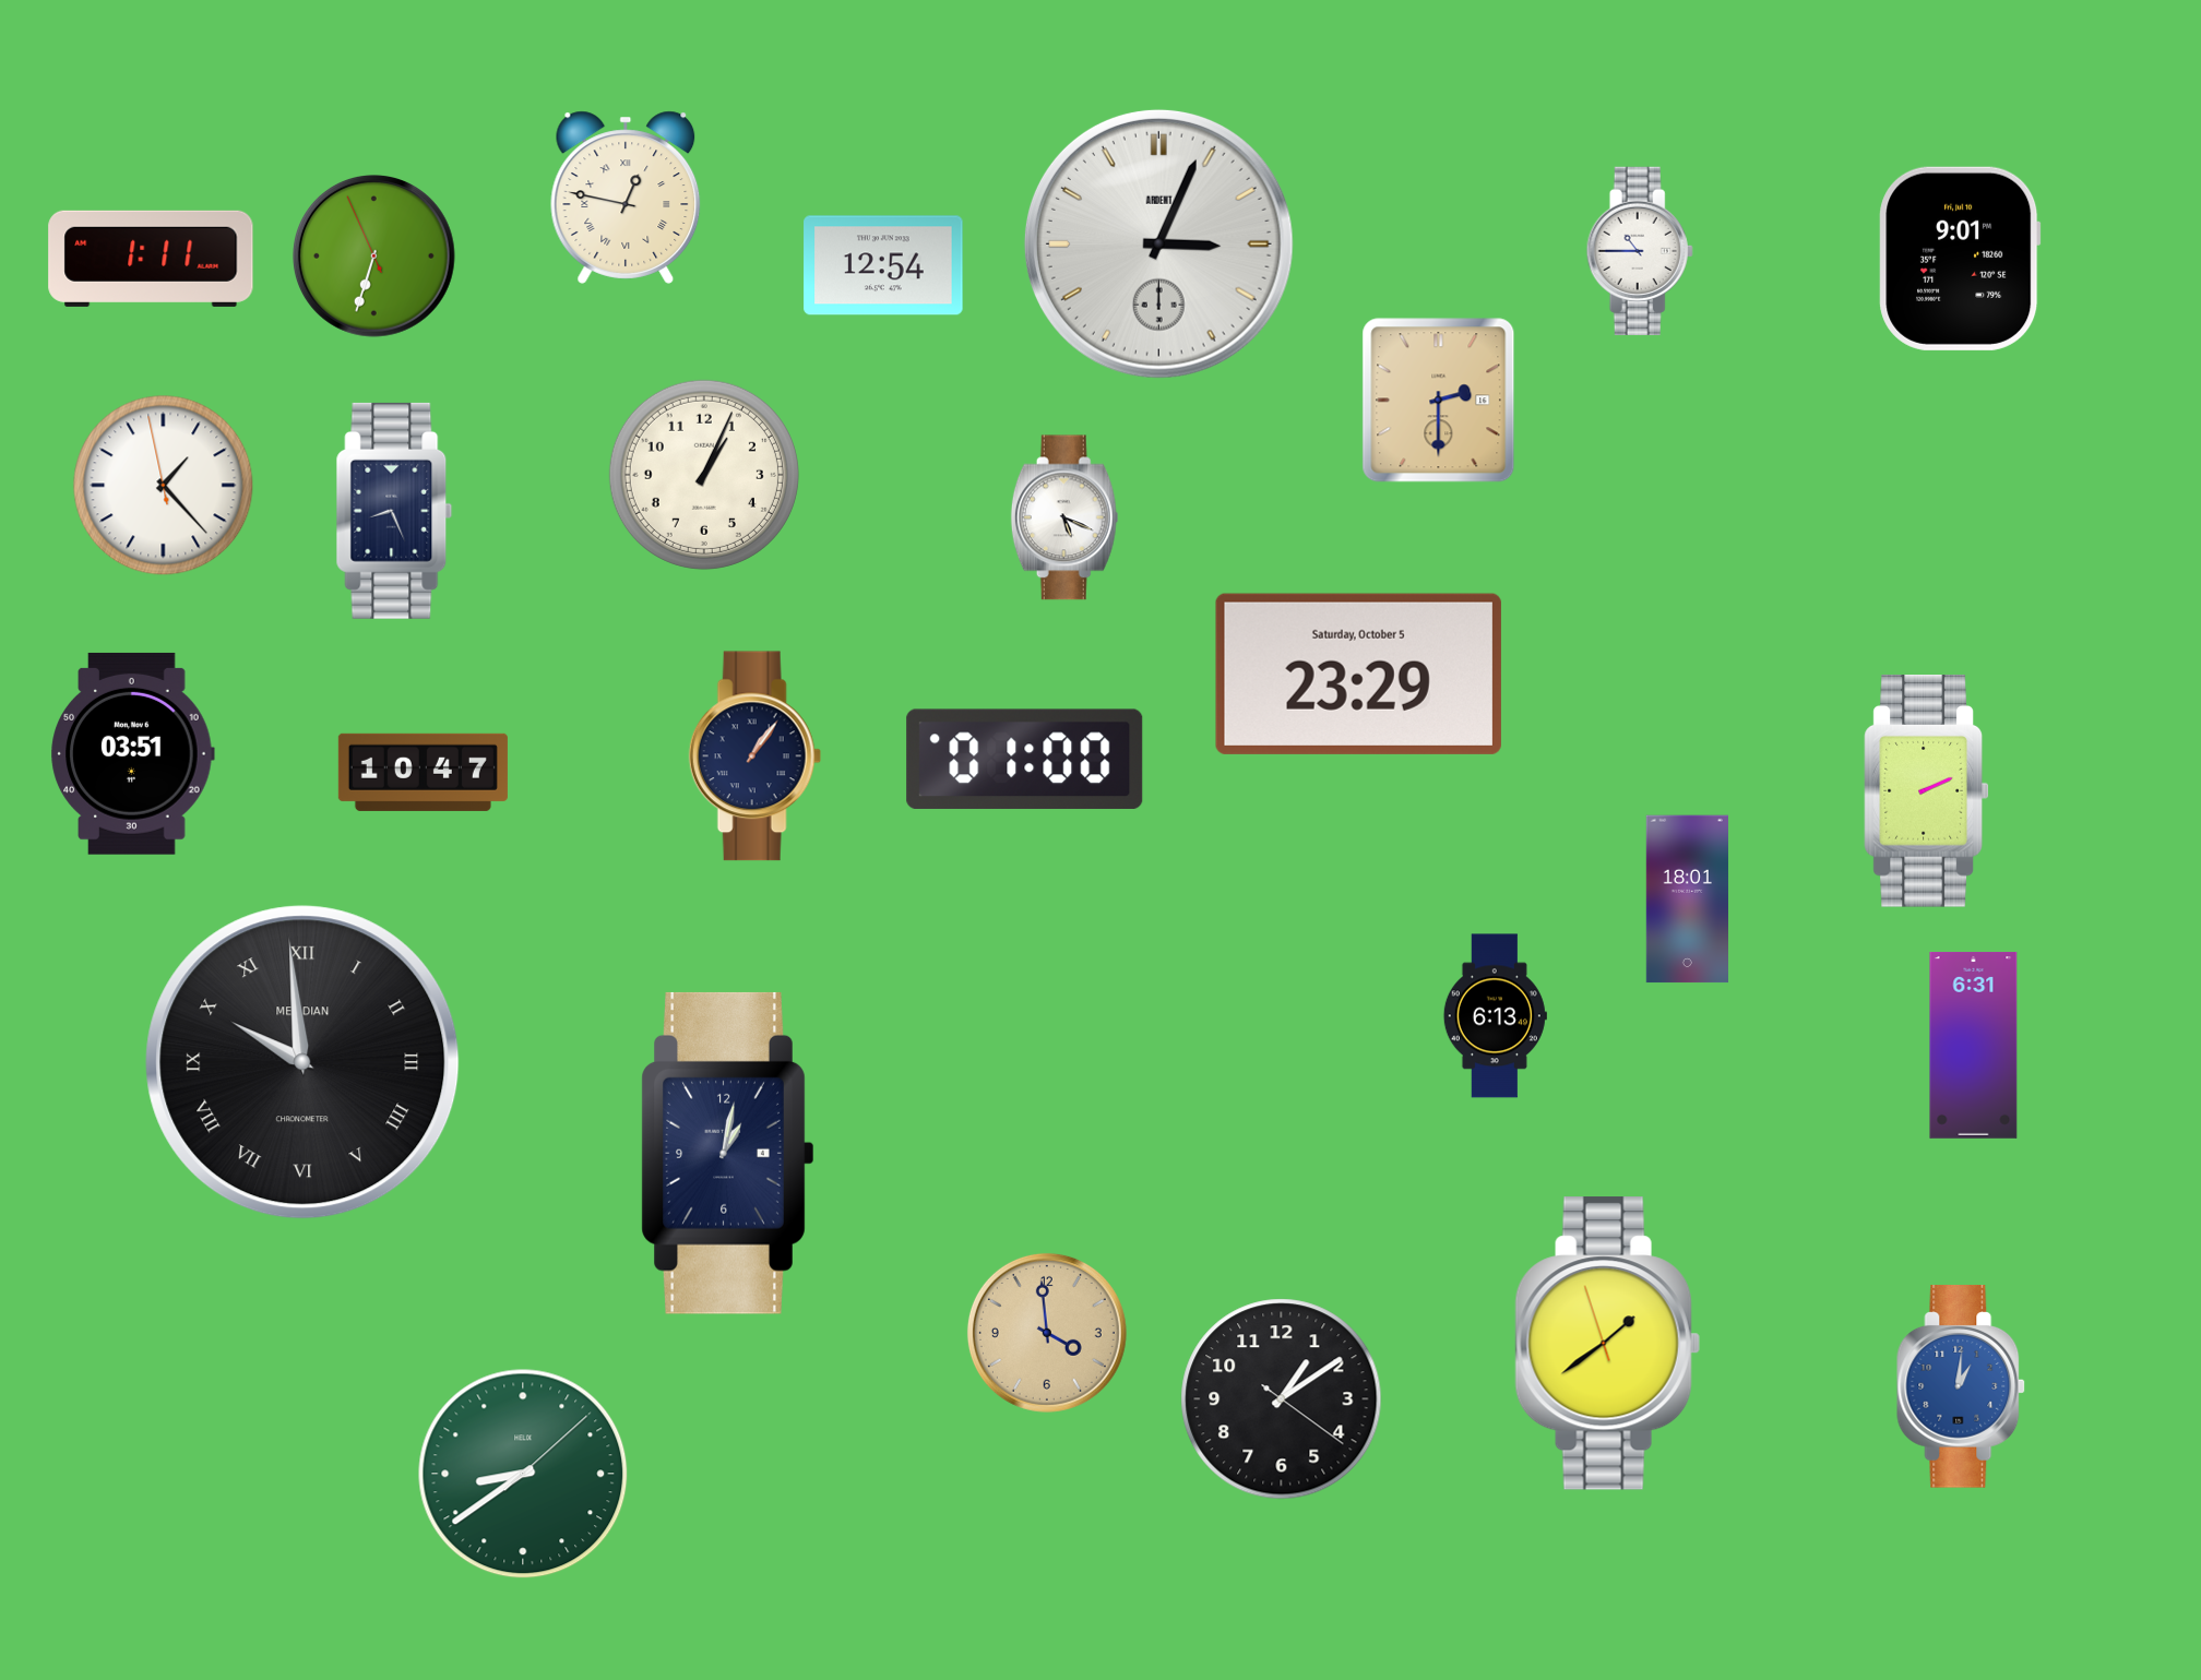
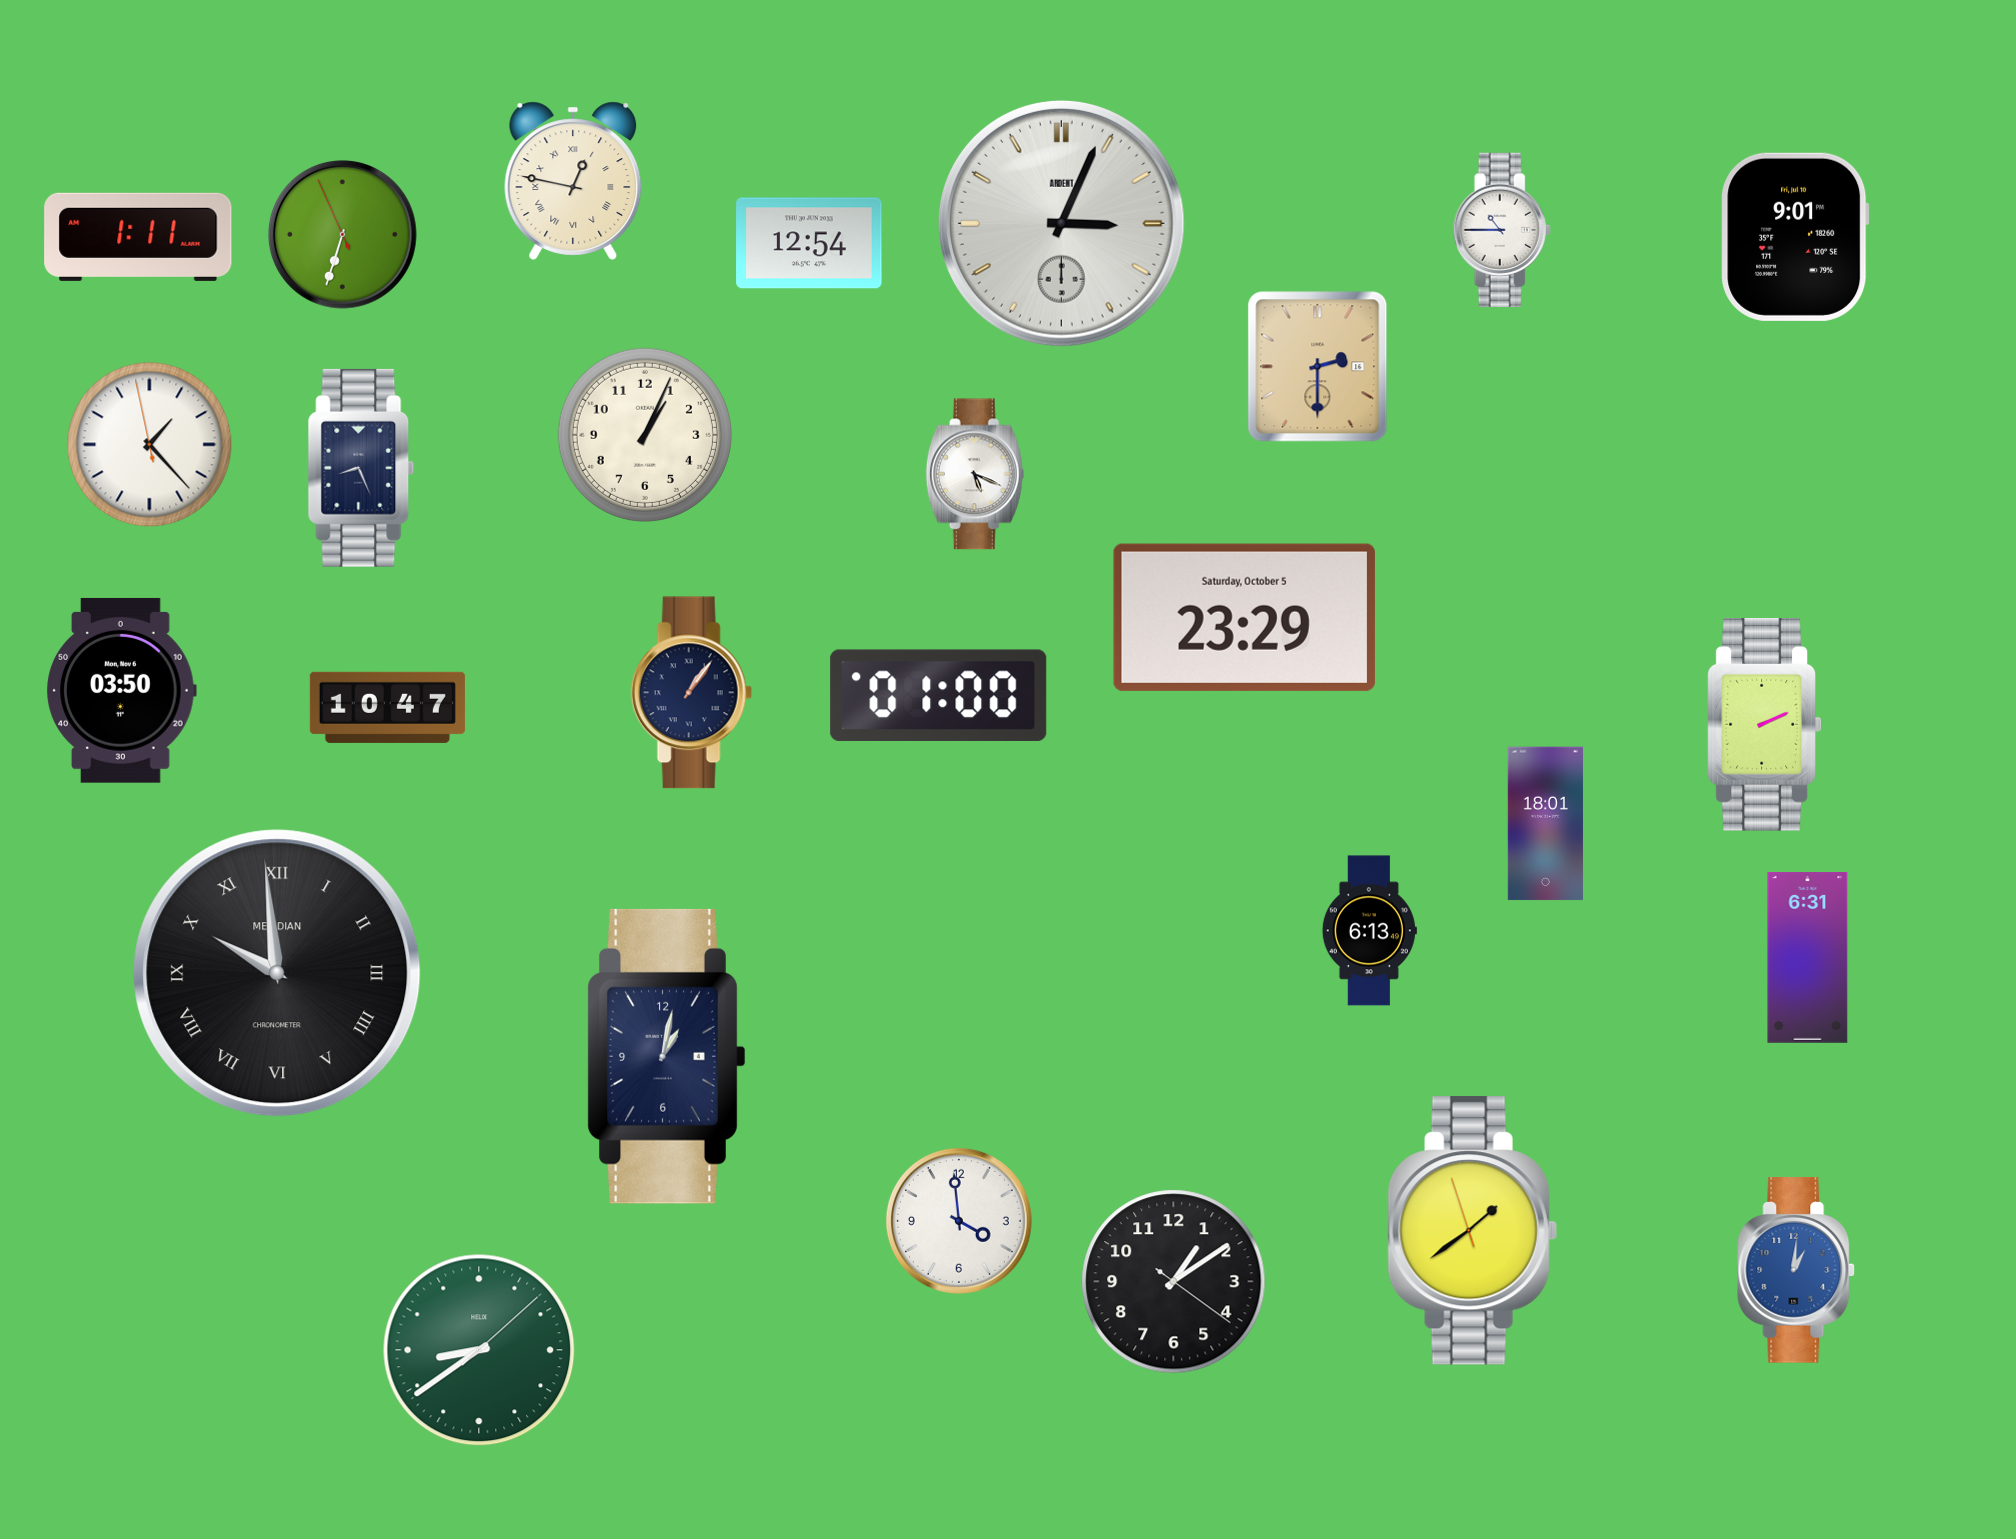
clock at (132, 753): 03:51 -> 03:50
clock at (1047, 1333) dial: champagne -> white
